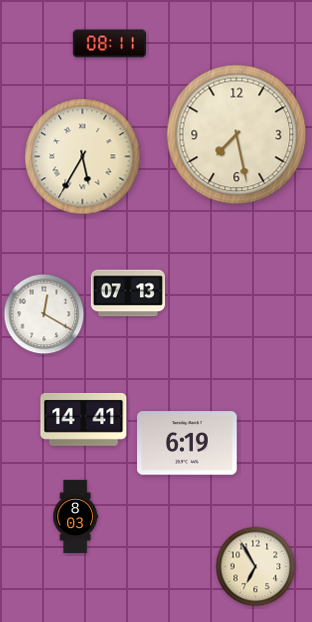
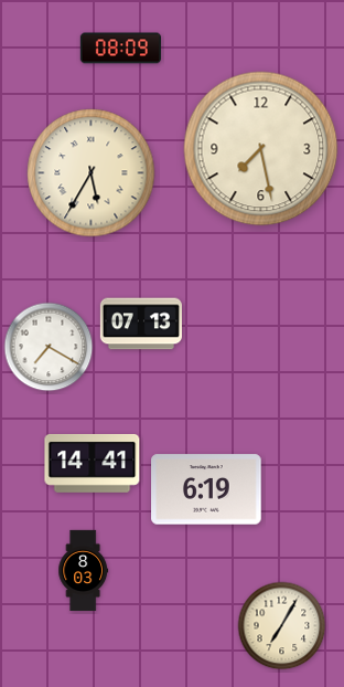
clock at (109, 44): 08:11 -> 08:09
clock at (44, 314): 12:20 -> 7:20
clock at (256, 567): 6:55 -> 7:05
